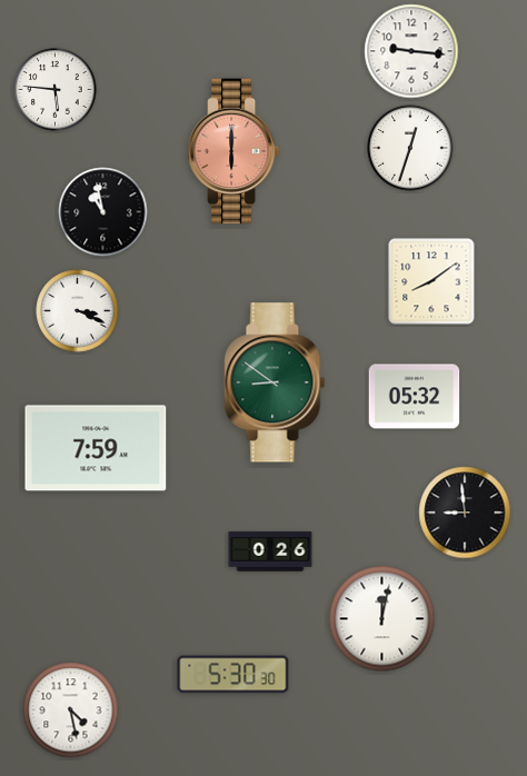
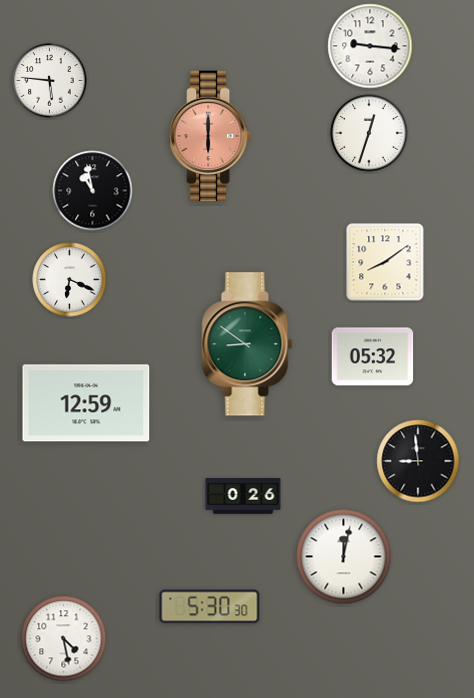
clock at (431, 281) position: (431, 281) -> (385, 262)
clock at (78, 311): 3:19 -> 6:19
clock at (96, 448): 7:59 -> 12:59
